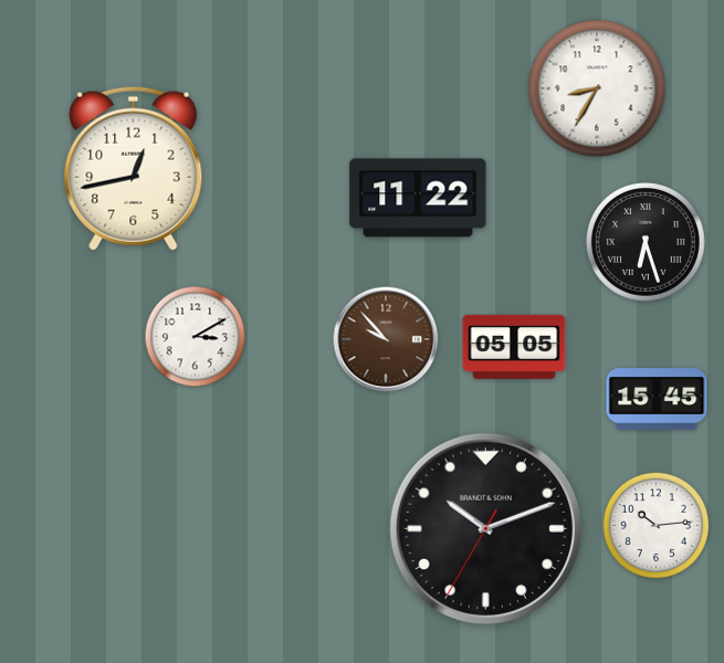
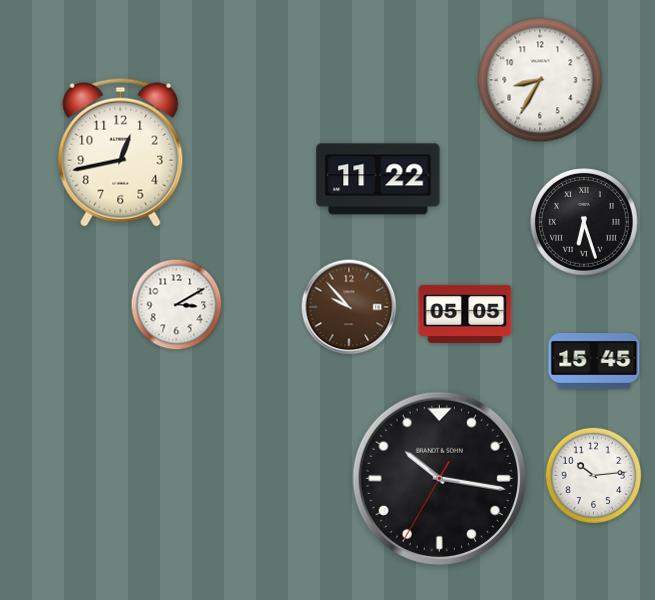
clock at (647, 243) position: (647, 243) -> (585, 223)
clock at (486, 529): 10:11 -> 10:16
